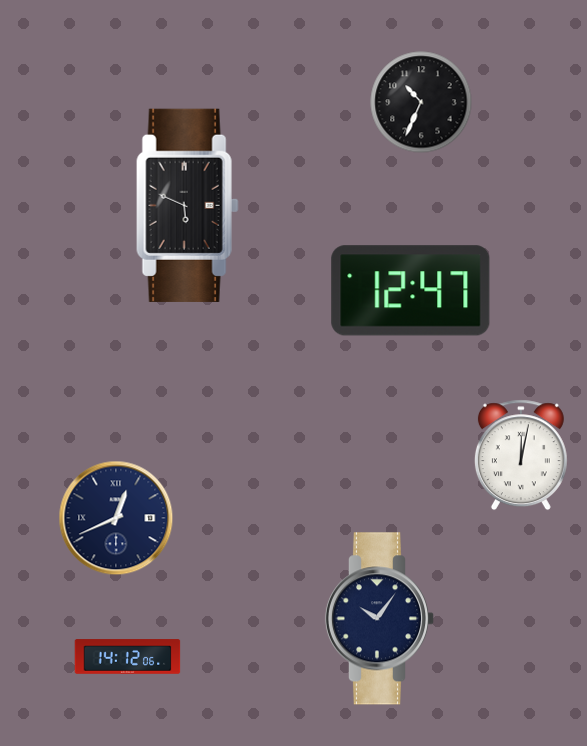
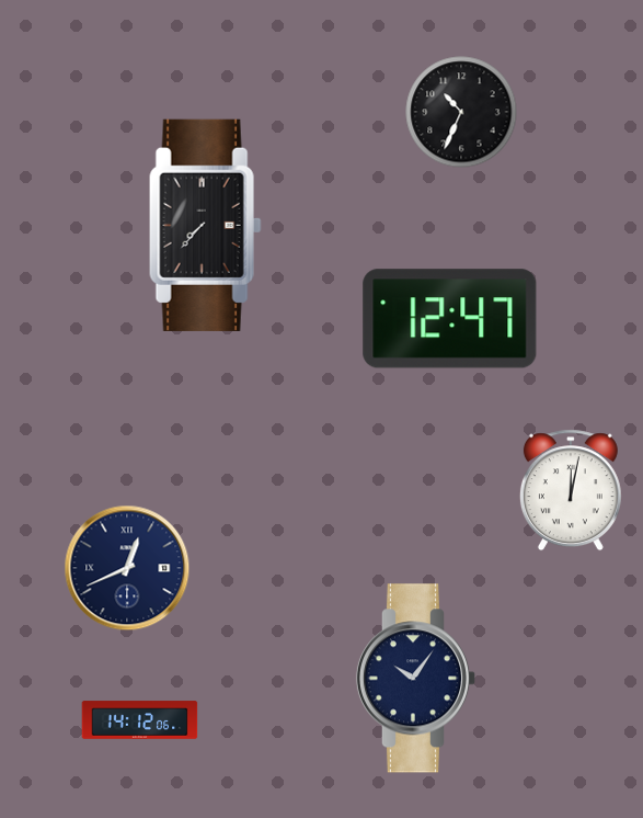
clock at (188, 205): 5:49 -> 7:37
clock at (521, 455) position: (521, 455) -> (571, 490)
